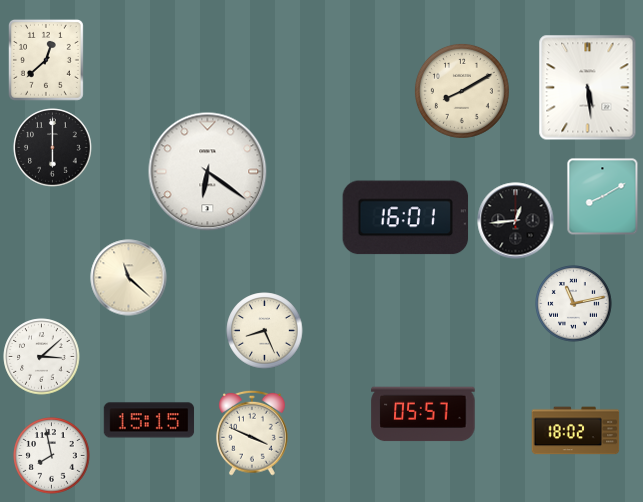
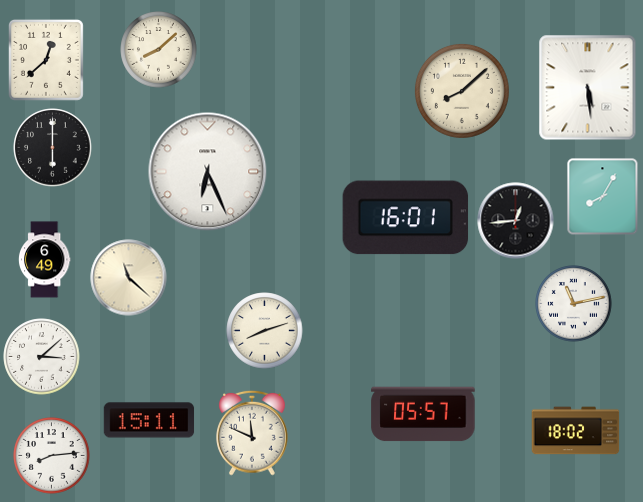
clock at (159, 50): none -> 8:08
clock at (462, 91): 8:10 -> 8:08
clock at (208, 172): 6:21 -> 6:26
clock at (603, 197): 8:10 -> 8:05
clock at (44, 260): none -> 6:49
clock at (265, 331): 8:26 -> 8:12
clock at (149, 420): 15:15 -> 15:11
clock at (253, 433): 3:49 -> 11:49
clock at (52, 456): 7:58 -> 8:14
